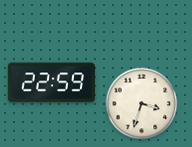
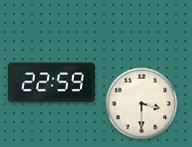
clock at (142, 104): 3:33 -> 3:30
